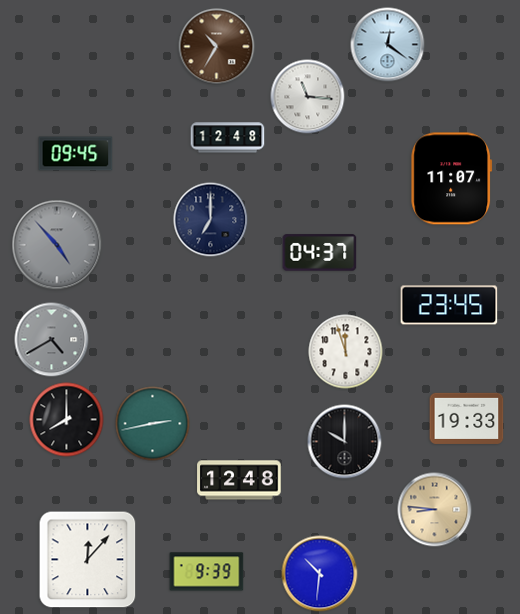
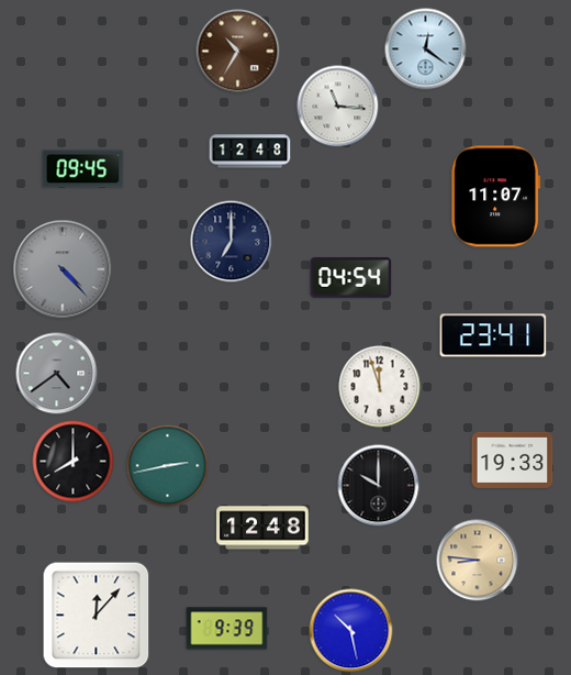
clock at (57, 245): 4:53 -> 4:23
clock at (320, 253): 04:37 -> 04:54
clock at (449, 305): 23:45 -> 23:41
clock at (52, 340): 4:40 -> 4:39
clock at (320, 574): 10:31 -> 10:28
